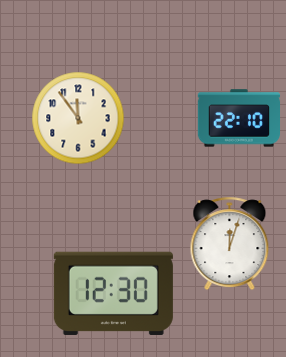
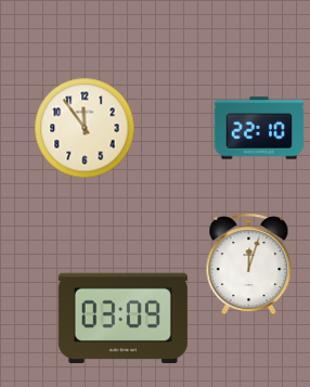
clock at (113, 293): 12:30 -> 03:09
